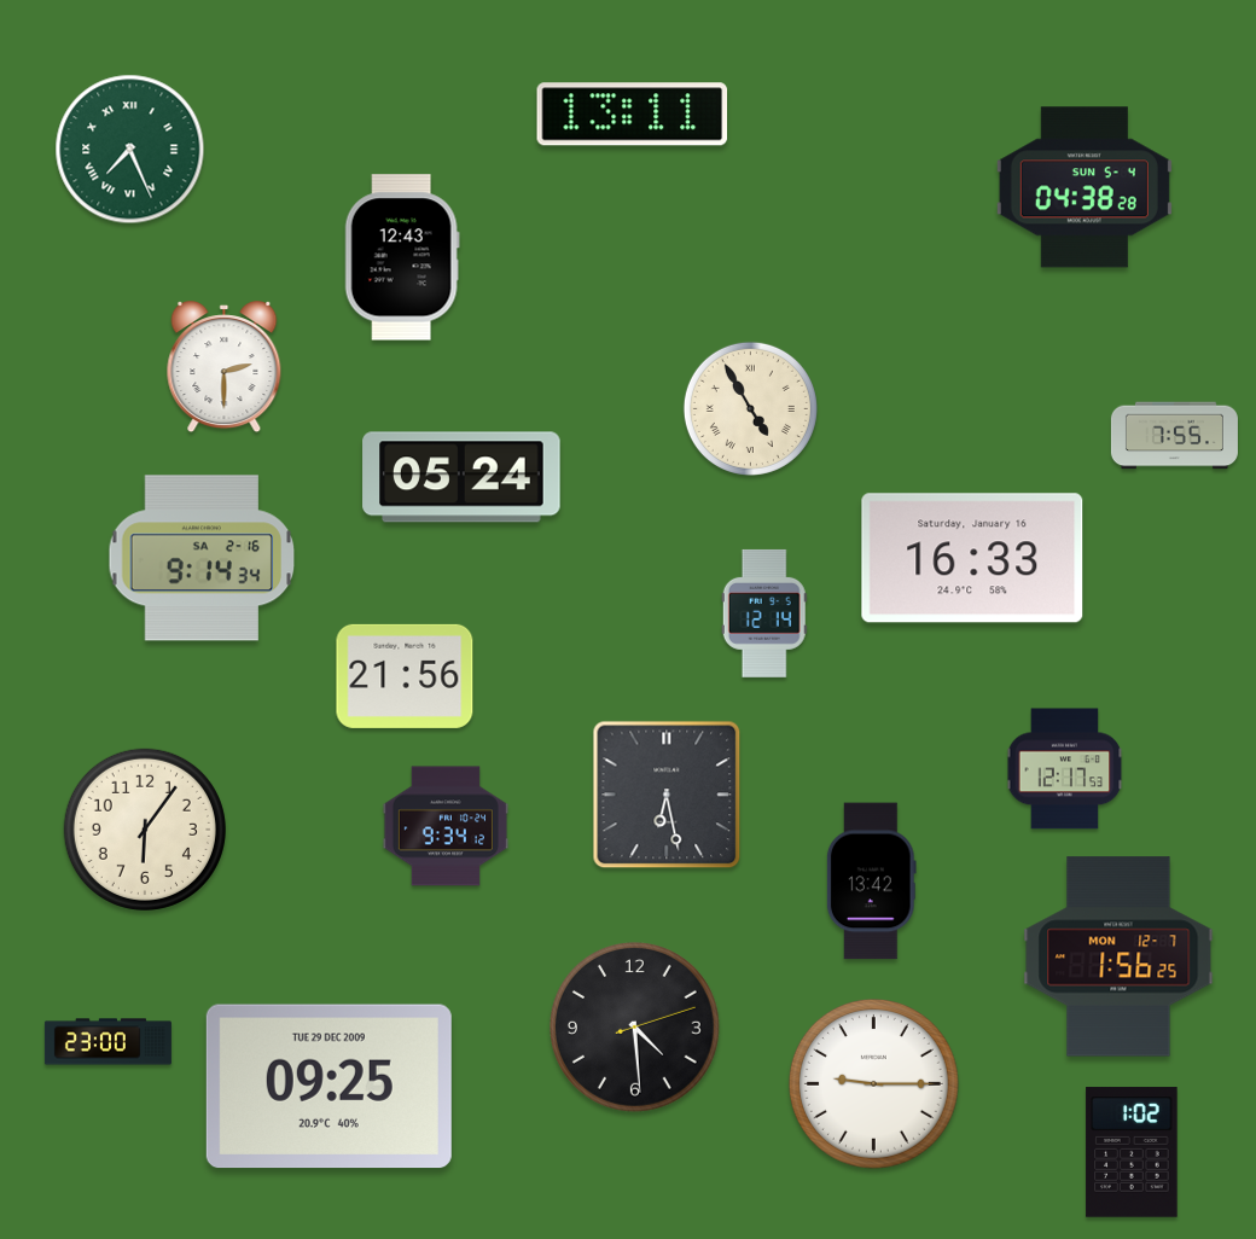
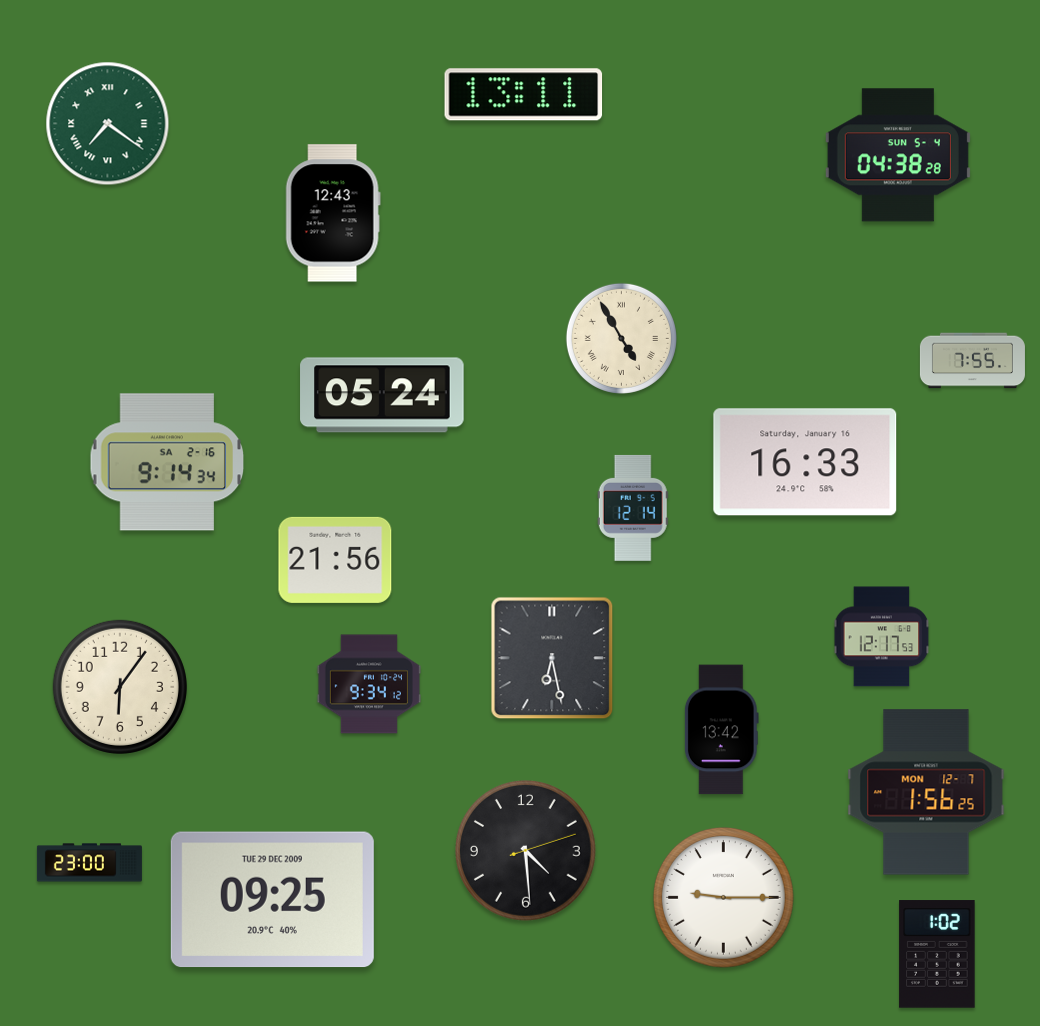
clock at (130, 150): 7:26 -> 7:21
clock at (225, 367): 2:30 -> none
